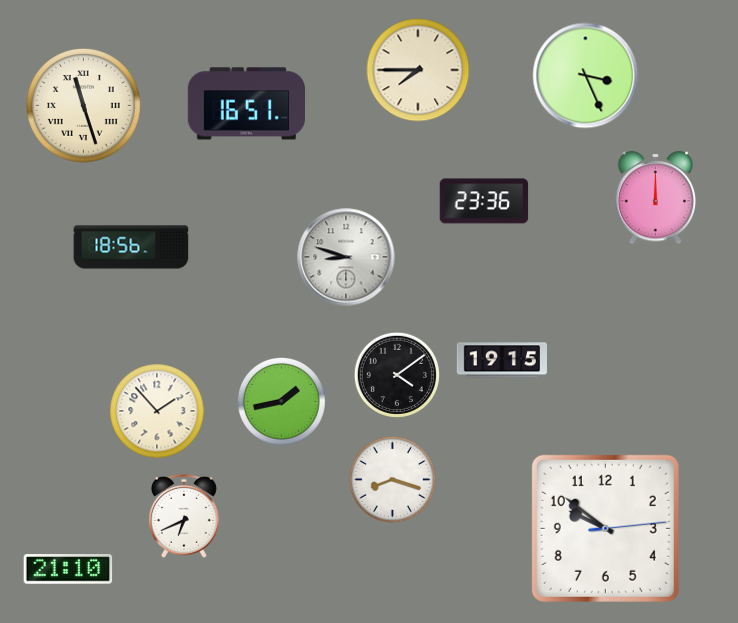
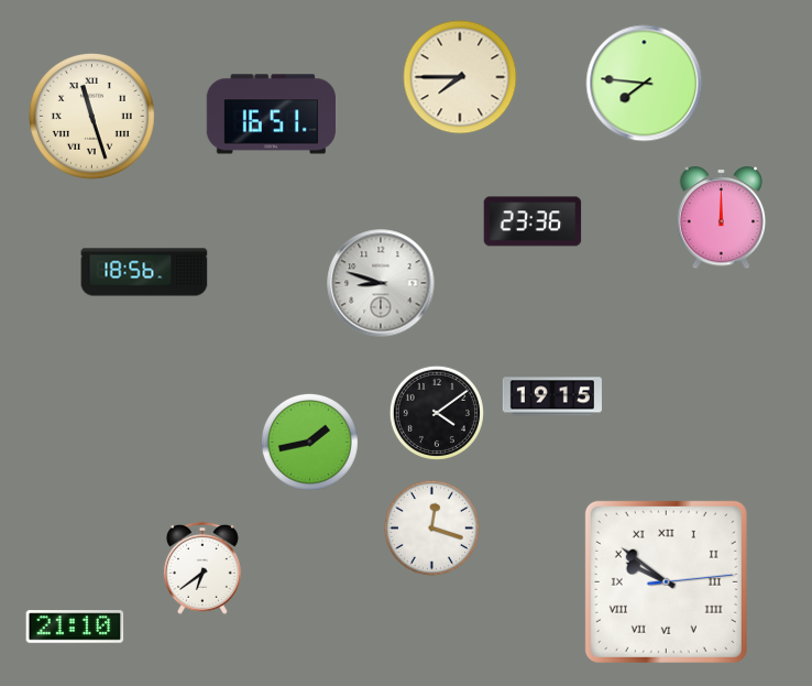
clock at (586, 76): 3:26 -> 7:46
clock at (157, 411): 1:53 -> none
clock at (392, 479): 8:18 -> 12:18
clock at (184, 516): 6:41 -> 6:39
clock at (605, 528) numerals: Arabic -> Roman
